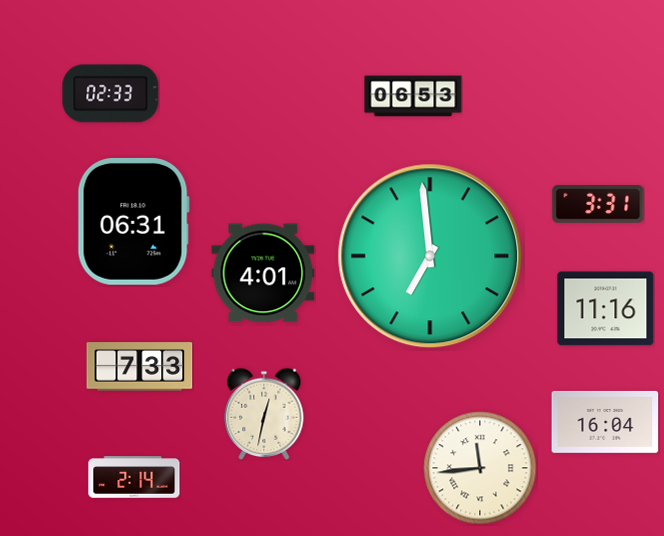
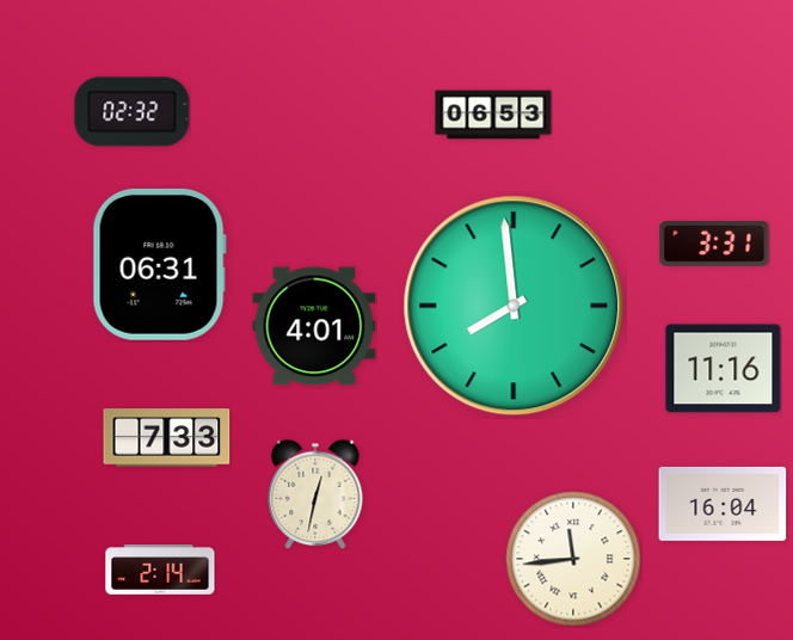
clock at (111, 94): 02:33 -> 02:32
clock at (430, 256): 6:59 -> 7:59
